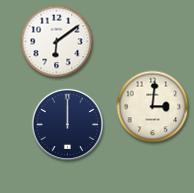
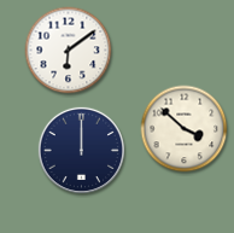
clock at (153, 107): 3:01 -> 3:52
